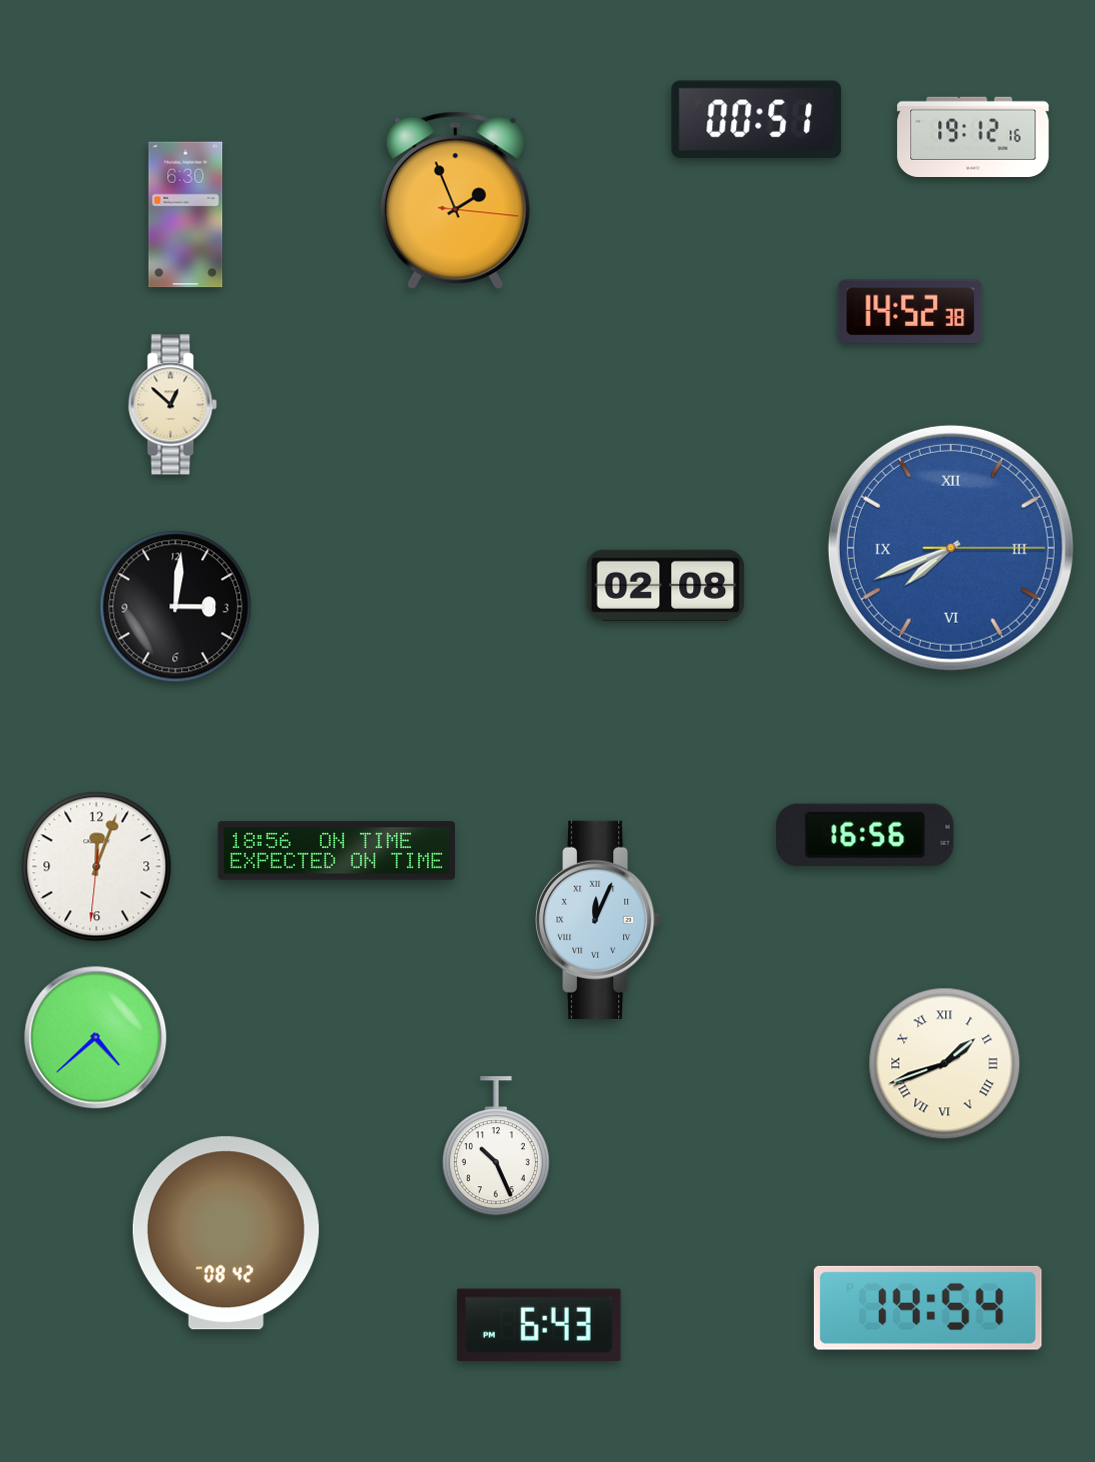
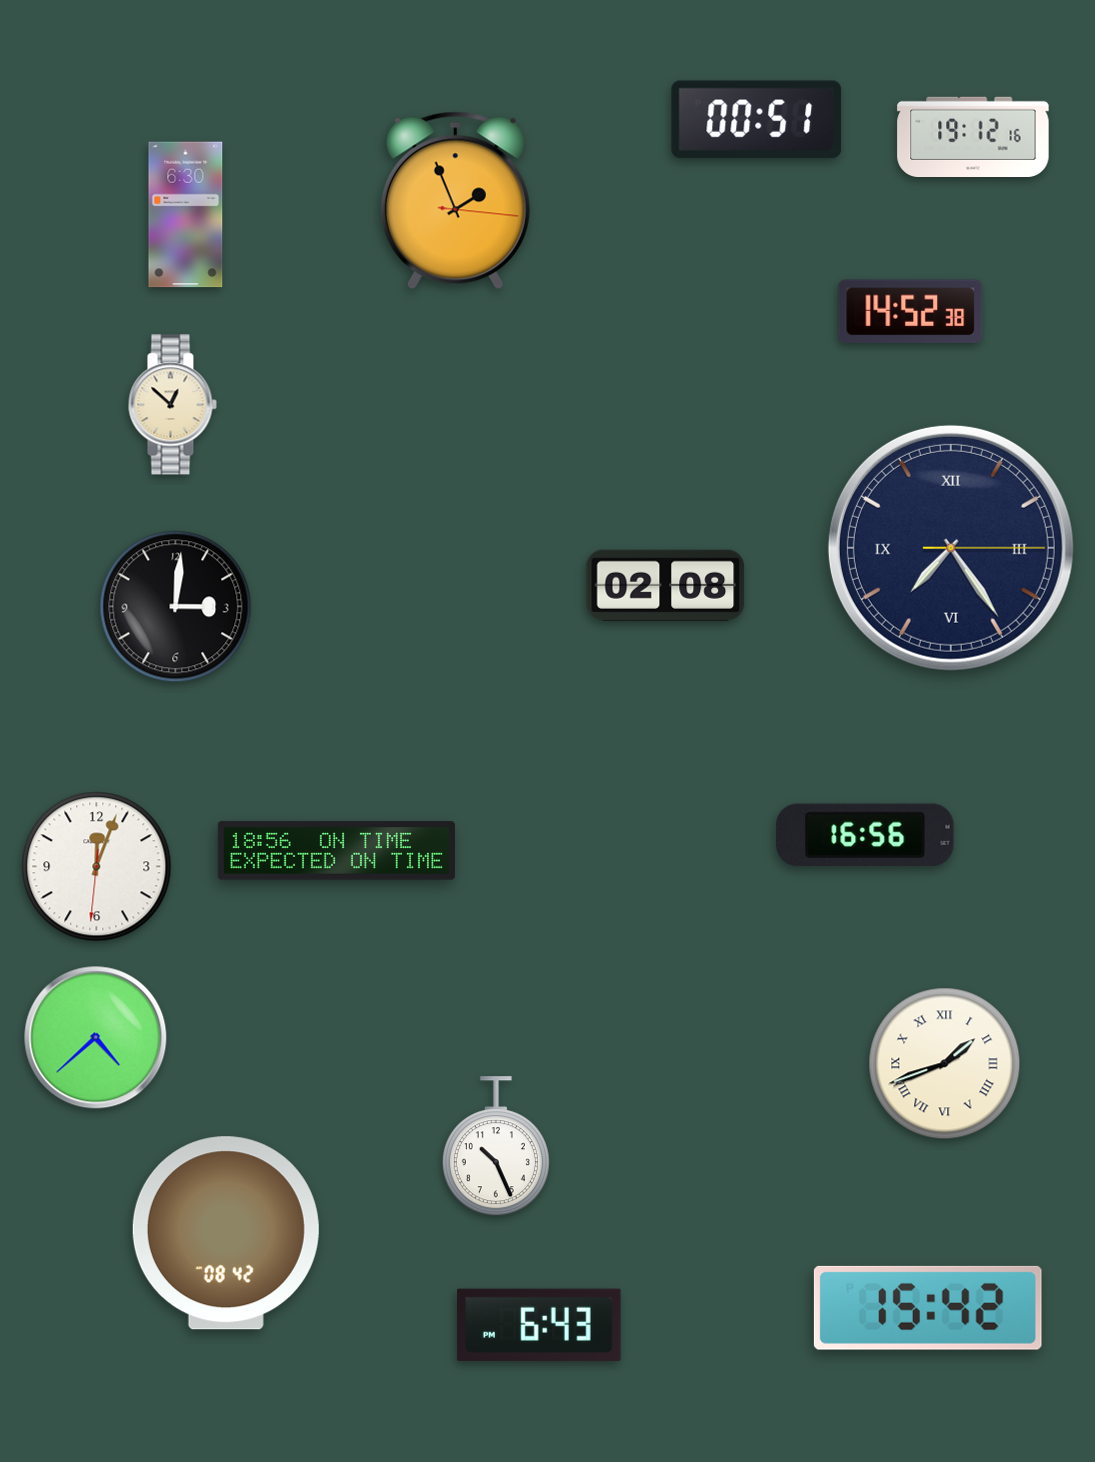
clock at (951, 548): 7:41 -> 7:24
clock at (951, 548) dial: blue -> navy
clock at (598, 920): 12:04 -> none
clock at (928, 1308): 14:54 -> 15:42
